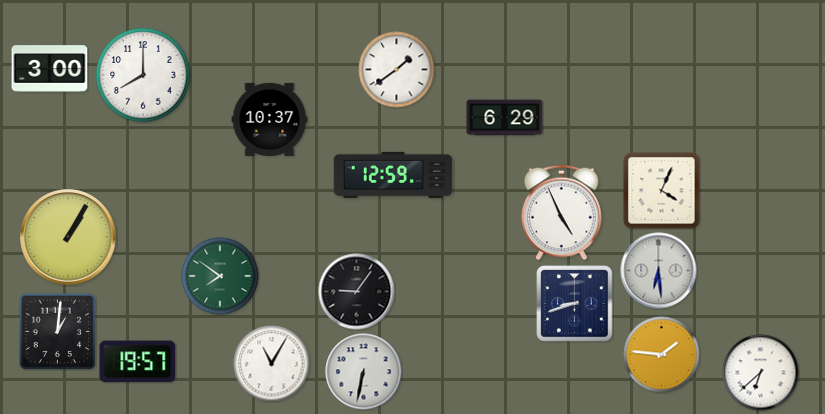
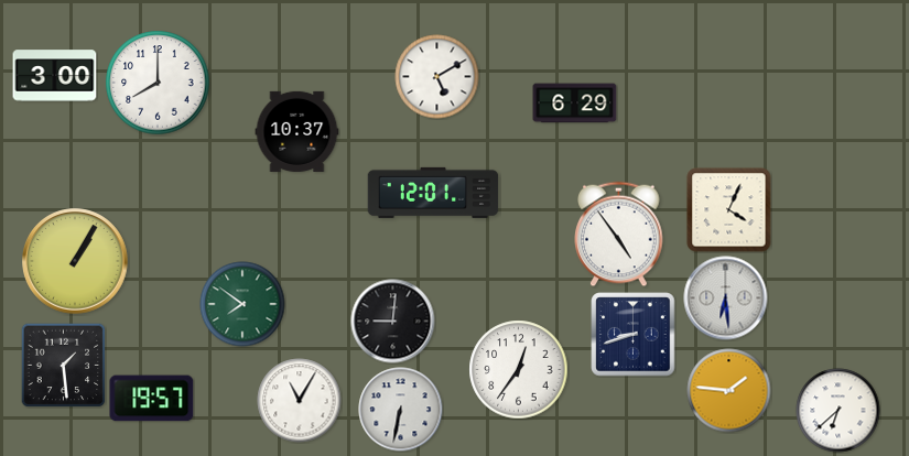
clock at (397, 70): 1:39 -> 5:10
clock at (505, 118) position: (505, 118) -> (575, 104)
clock at (393, 175): 12:59 -> 12:01
clock at (562, 213): 4:56 -> 4:54
clock at (357, 292): 9:06 -> 9:01
clock at (57, 332): 1:01 -> 1:29
clock at (519, 370): none -> 12:36
